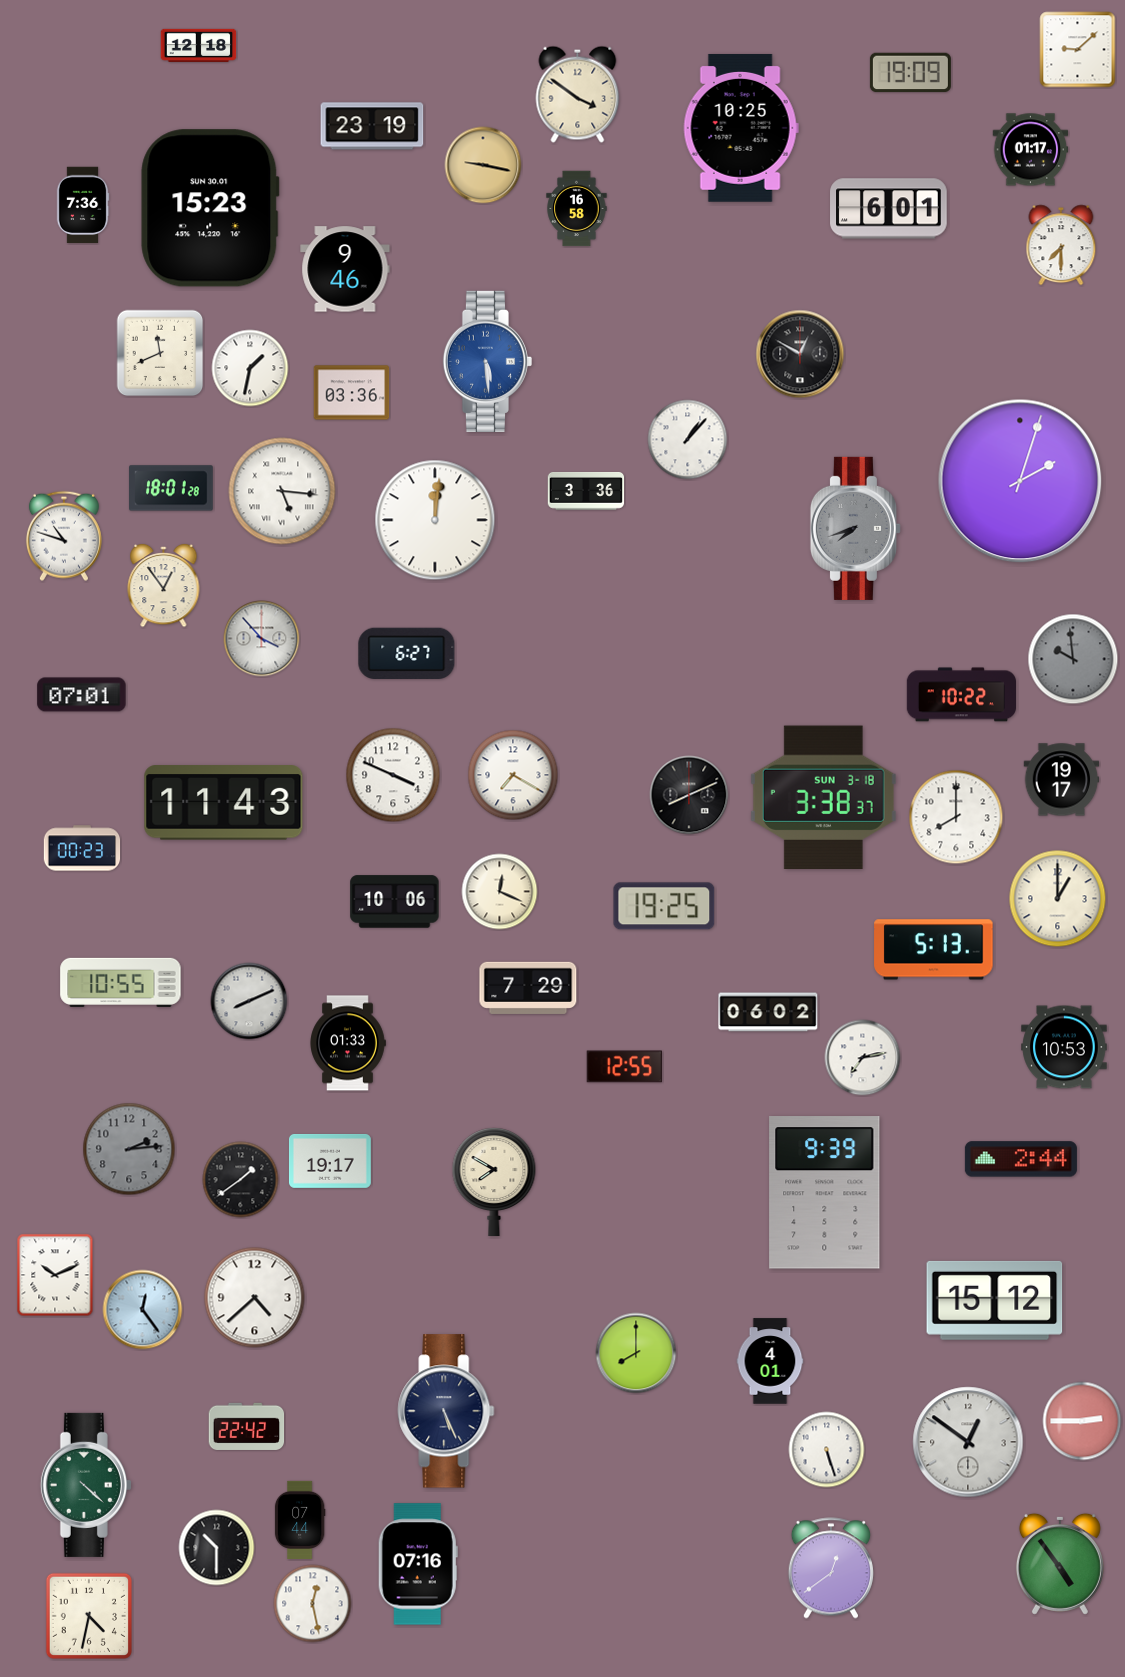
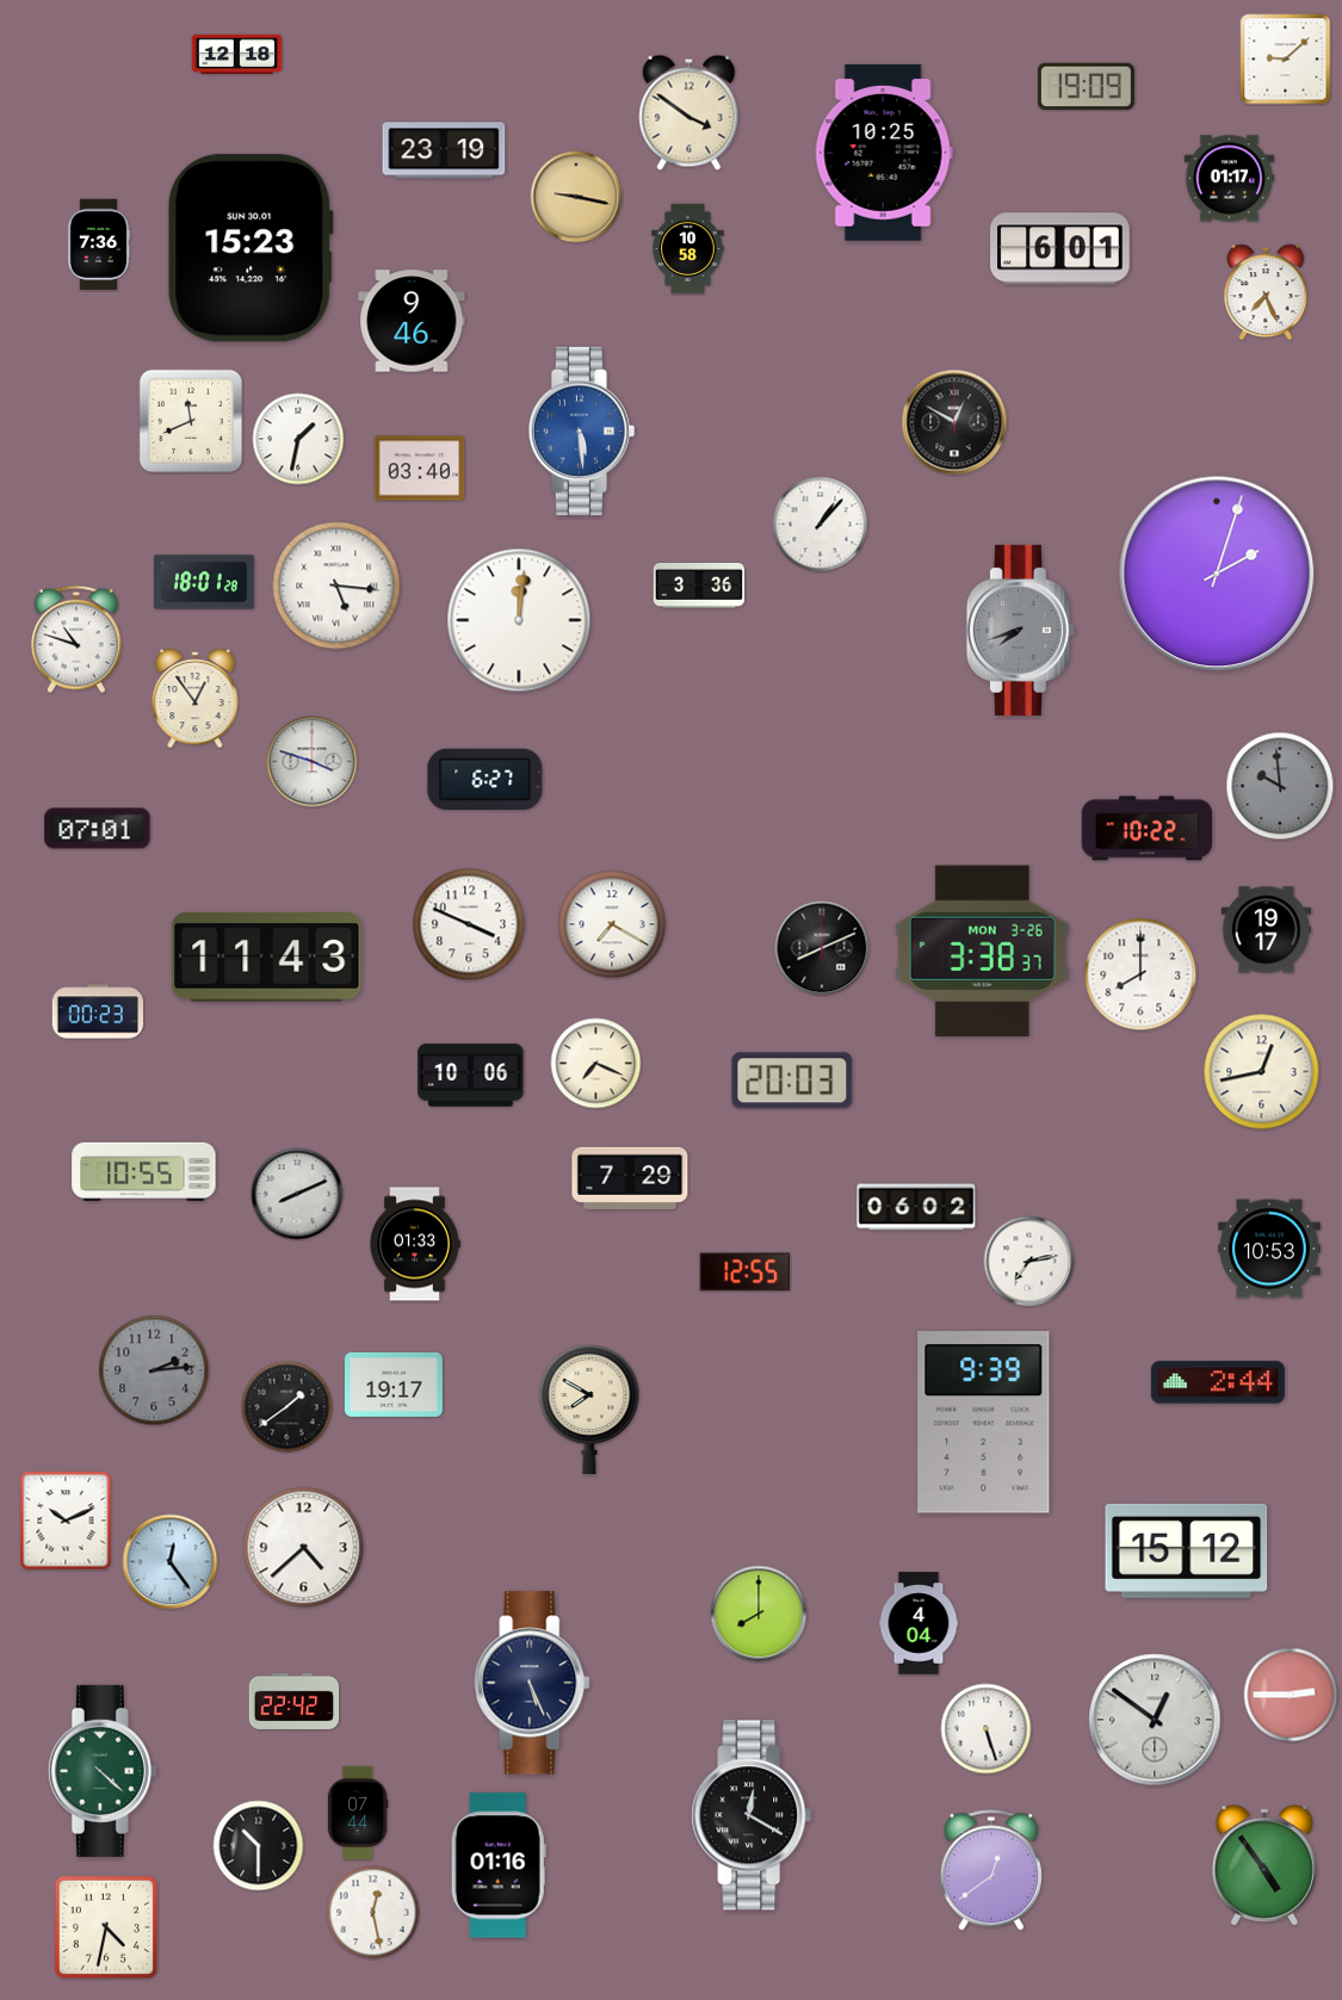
clock at (577, 209): 16:58 -> 10:58
clock at (1061, 245): 7:30 -> 7:26
clock at (352, 393): 03:36 -> 03:40
clock at (262, 639): 3:53 -> 3:48
clock at (823, 797) date: SUN 3-18 -> MON 3-26
clock at (500, 892): 12:19 -> 7:19
clock at (1058, 899): 1:00 -> 12:43
clock at (664, 906): 19:25 -> 20:03
clock at (934, 950): 5:13 -> none
clock at (770, 1361): 4:01 -> 4:04
clock at (752, 1815): none -> 12:20
clock at (418, 1564): 07:16 -> 01:16
